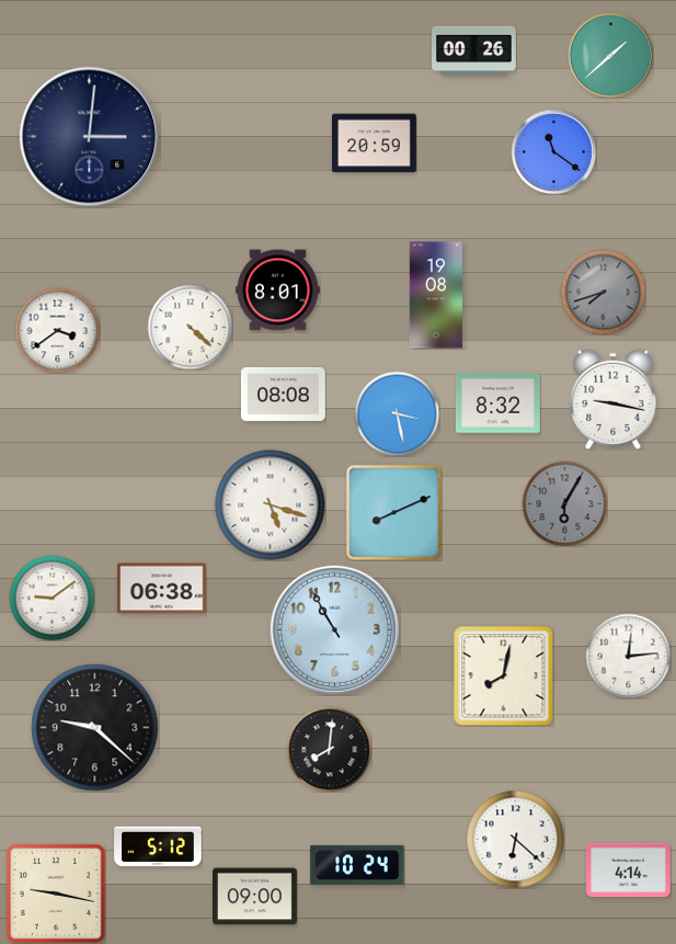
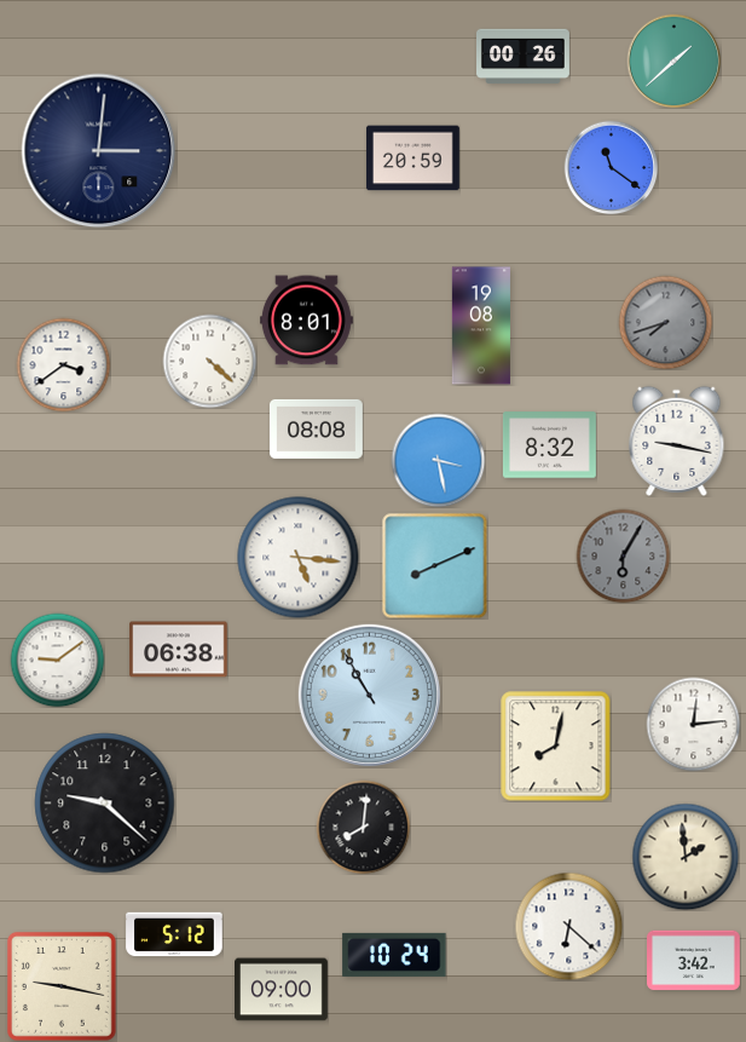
clock at (284, 394) position: (284, 394) -> (317, 428)
clock at (397, 413) position: (397, 413) -> (438, 460)
clock at (271, 505): 5:18 -> 5:16
clock at (686, 857): none -> 1:59
clock at (629, 871): 4:14 -> 3:42
